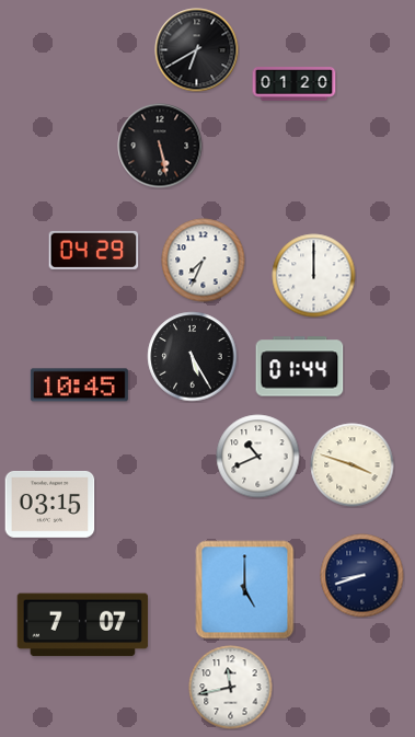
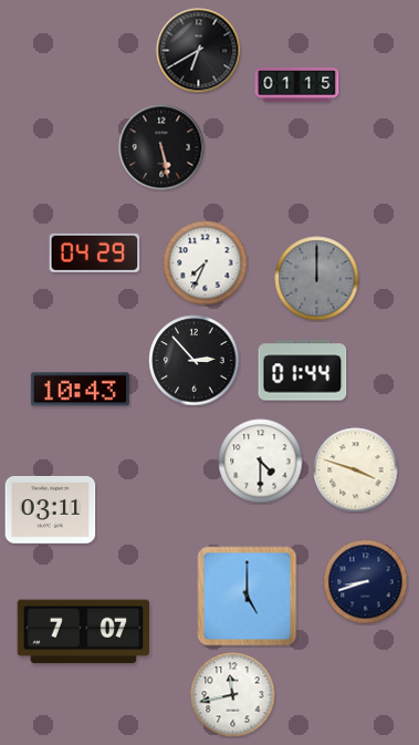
clock at (295, 84): 01:20 -> 01:15
clock at (314, 276) dial: white -> grey
clock at (193, 357): 5:25 -> 2:53
clock at (79, 385): 10:45 -> 10:43
clock at (258, 457): 10:41 -> 4:30
clock at (50, 505): 03:15 -> 03:11
